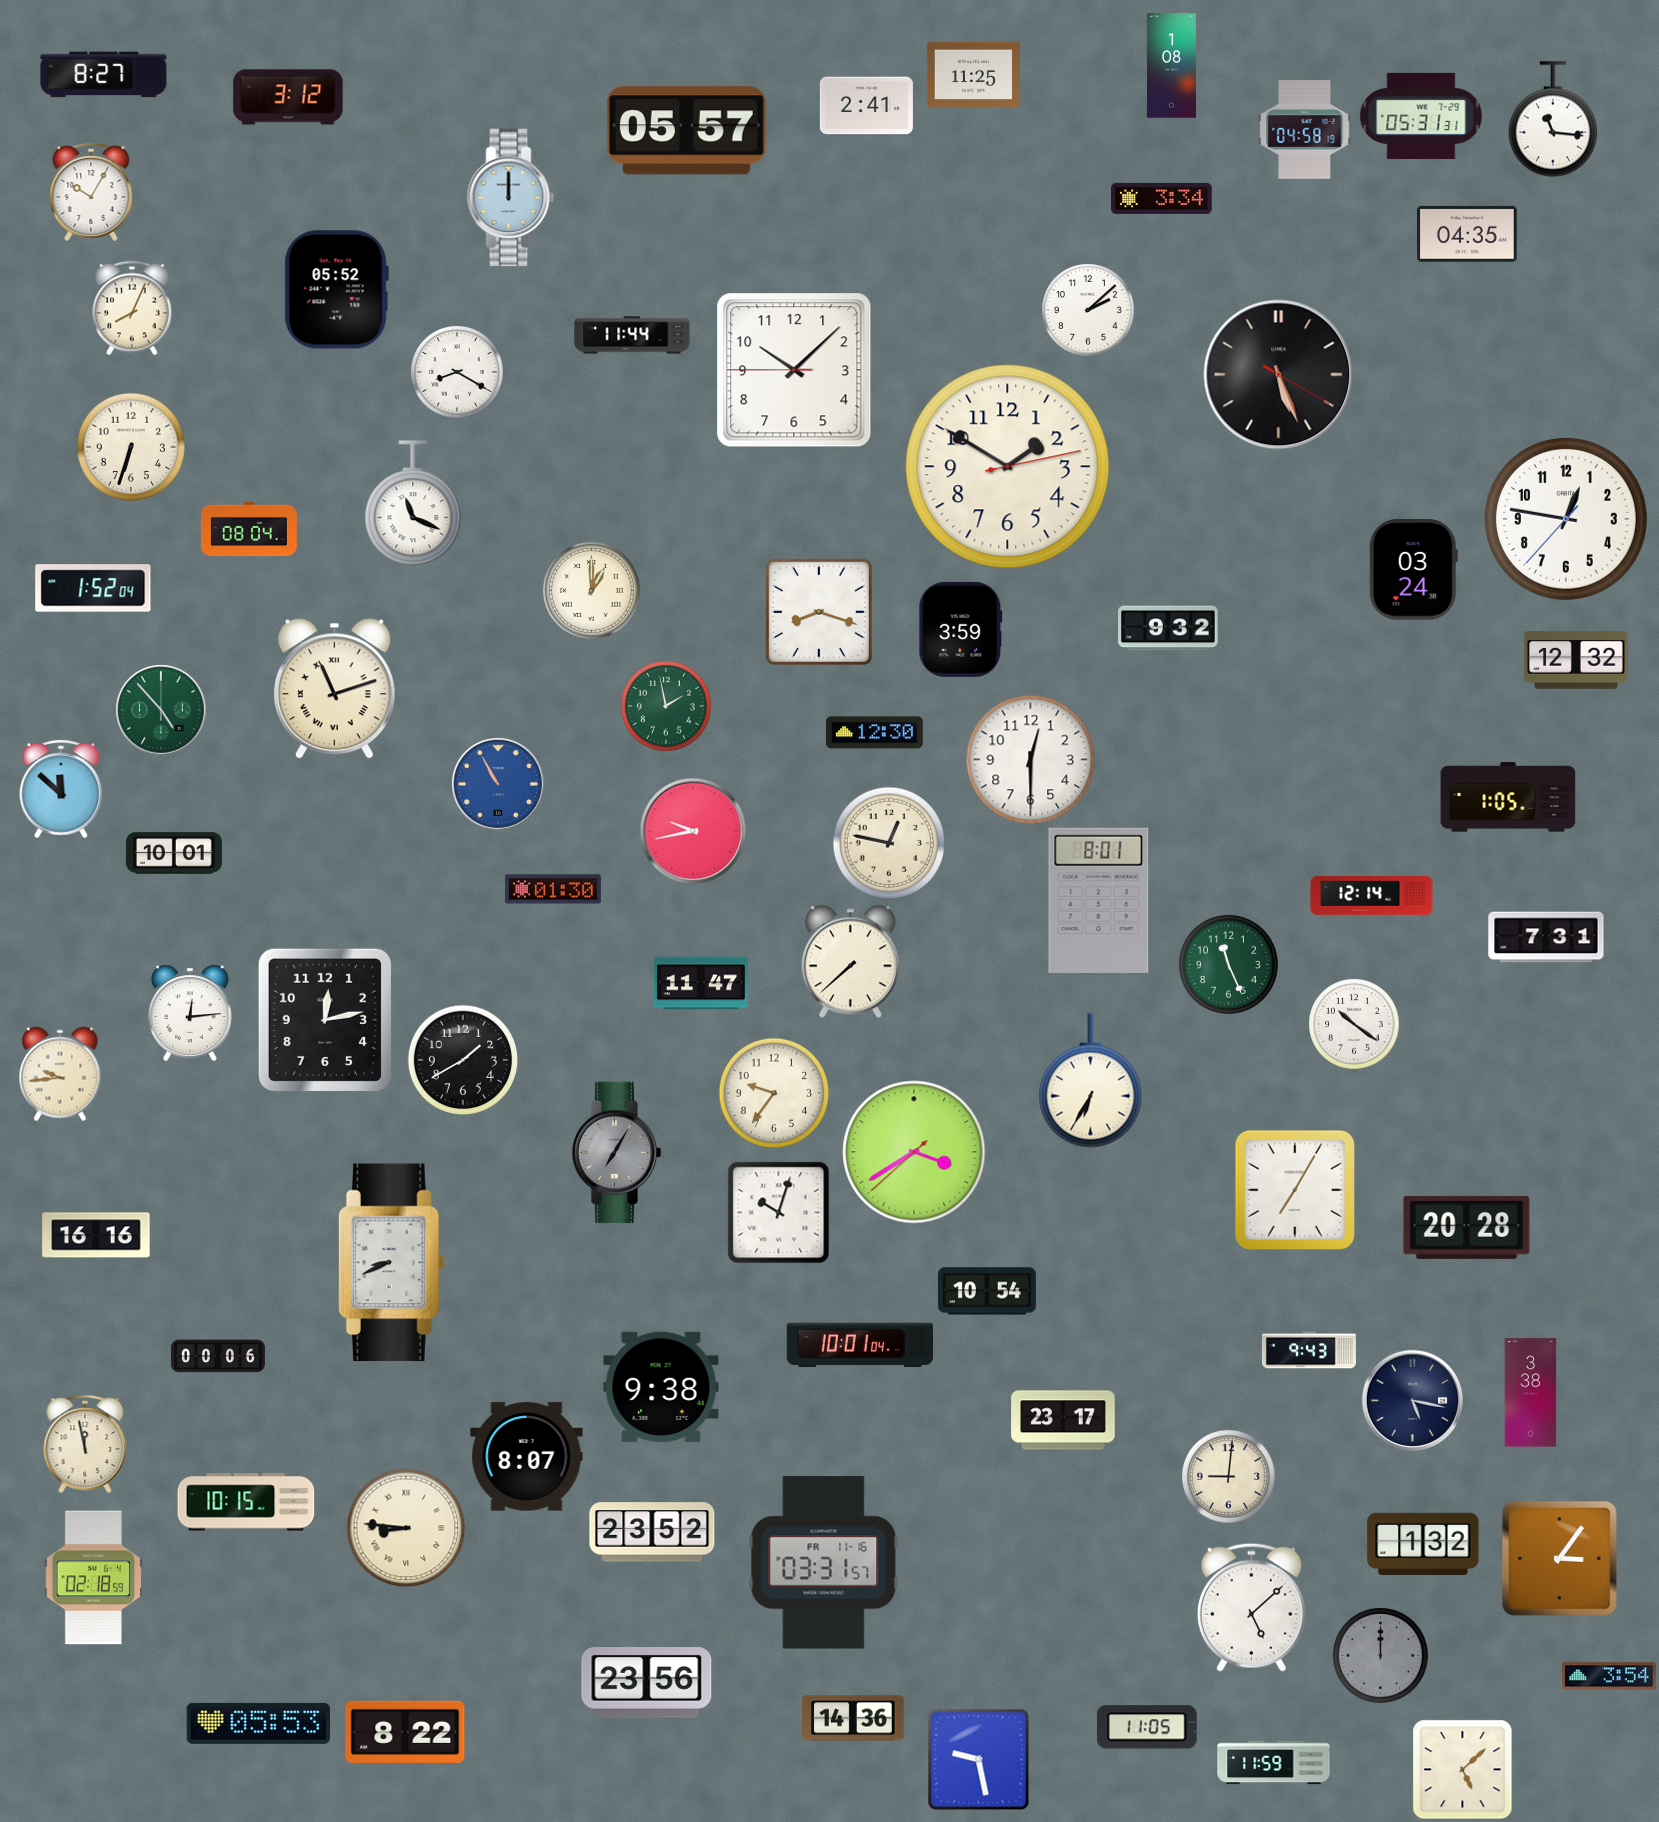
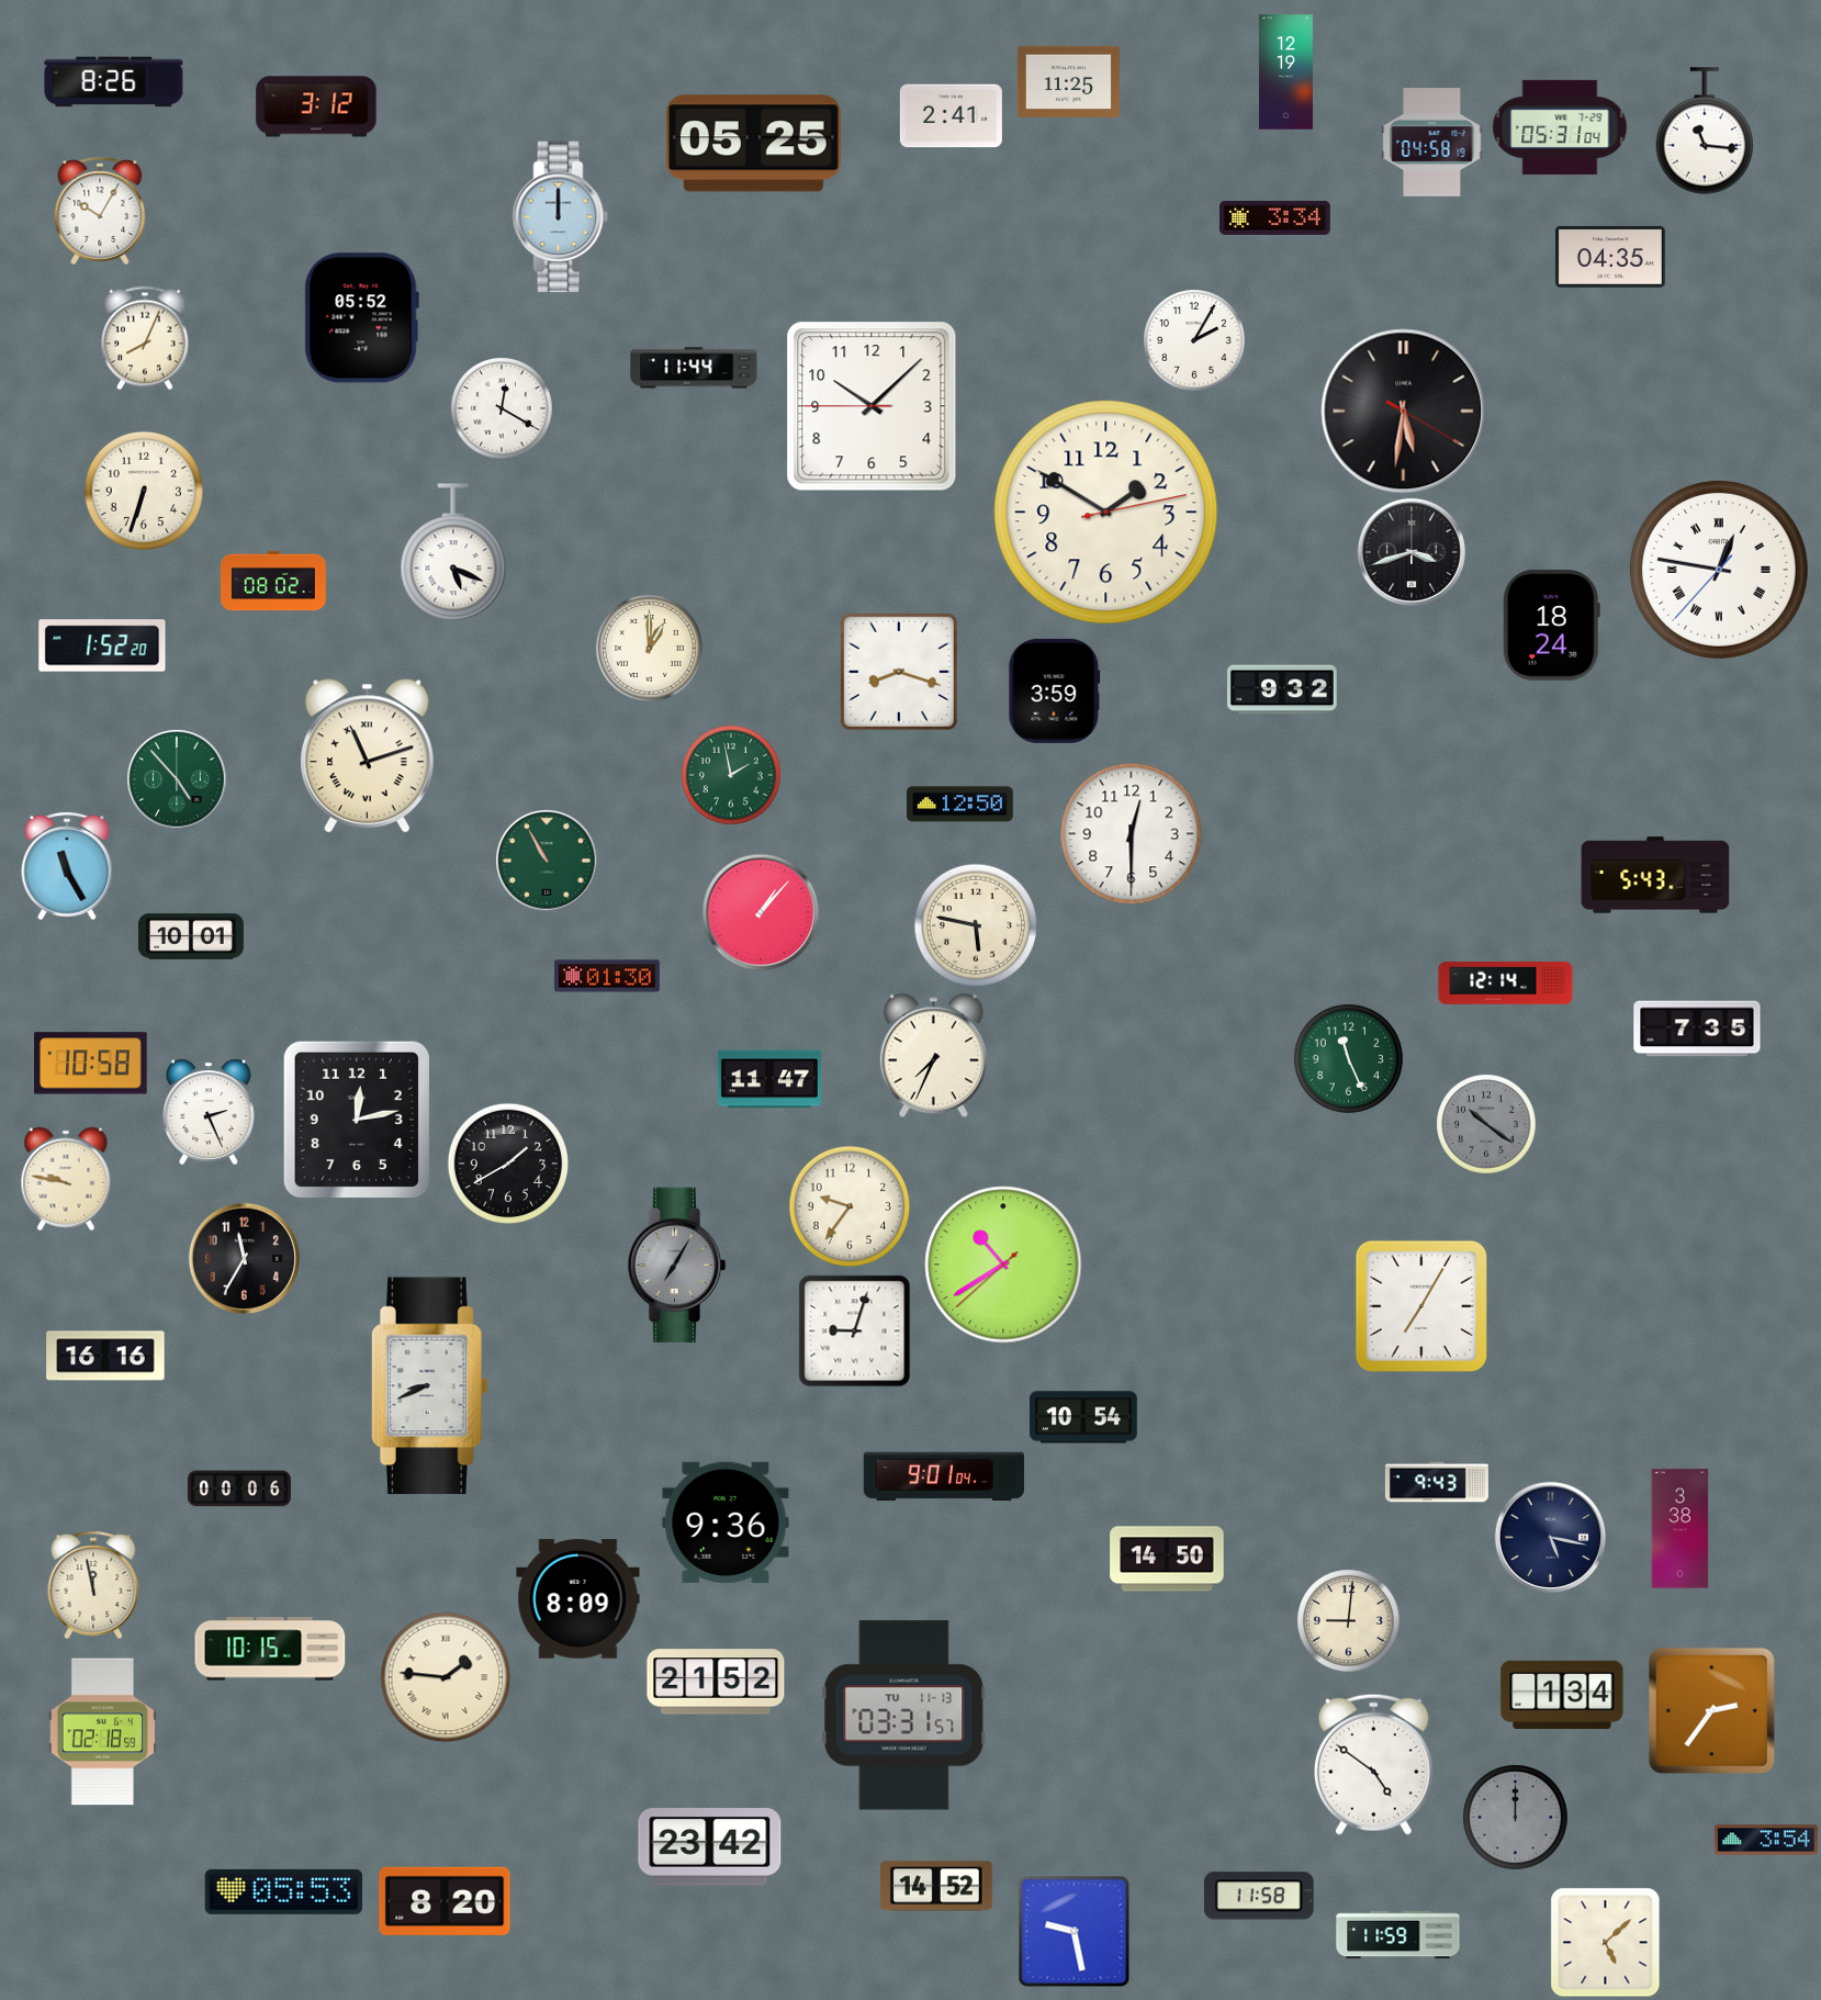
clock at (1171, 66): 1:08 -> 12:19
clock at (104, 75): 8:27 -> 8:26
clock at (1421, 116): 05:31:31 -> 05:31:04
clock at (686, 131): 05:57 -> 05:25
clock at (336, 290) position: (336, 290) -> (361, 318)
clock at (1088, 310): 2:08 -> 2:05
clock at (457, 372): 8:20 -> 12:20
clock at (1279, 375): 5:26 -> 5:31
clock at (413, 503): 11:19 -> 5:19
clock at (1412, 552): none -> 3:42
clock at (1566, 519) numerals: Arabic -> Roman
clock at (249, 529): 08:04 -> 08:02
clock at (1413, 570): 03:24 -> 18:24
clock at (93, 588): 1:52:04 -> 1:52:20
clock at (1576, 660): 12:32 -> none
clock at (874, 733): 12:30 -> 12:50
clock at (498, 784) dial: blue -> green
clock at (61, 789): 11:52 -> 11:25
clock at (1508, 797): 1:05 -> 5:43
clock at (693, 831): 9:43 -> 1:07
clock at (889, 843): 12:47 -> 5:47
clock at (1099, 900): 8:01 -> none
clock at (1546, 937): 7:31 -> 7:35
clock at (850, 961): 7:38 -> 7:34
clock at (91, 1064): none -> 10:58
clock at (190, 1013): 12:14 -> 2:26
clock at (1354, 1024) dial: white -> grey
clock at (60, 1074): 9:44 -> 9:47
clock at (1091, 1081): 6:35 -> none
clock at (773, 1092) position: (773, 1092) -> (848, 1205)
clock at (244, 1258): none -> 11:35
clock at (914, 1152): 3:39 -> 10:39
clock at (778, 1212): 10:03 -> 9:03
clock at (1467, 1227): 20:28 -> none
clock at (860, 1345): 10:01 -> 9:01
clock at (661, 1387): 9:38 -> 9:36
clock at (1063, 1420): 23:17 -> 14:50
clock at (527, 1457): 8:07 -> 8:09
clock at (406, 1528): 8:46 -> 1:46
clock at (652, 1532): 23:52 -> 21:52
clock at (1423, 1543): 1:32 -> 1:34
clock at (1559, 1558): 3:06 -> 2:36
clock at (824, 1563) date: FR 11-16 -> TU 11-13
clock at (1251, 1607): 5:08 -> 4:51
clock at (647, 1683): 23:56 -> 23:42
clock at (853, 1718): 14:36 -> 14:52
clock at (1147, 1727): 11:05 -> 11:58
clock at (405, 1732): 8:22 -> 8:20
